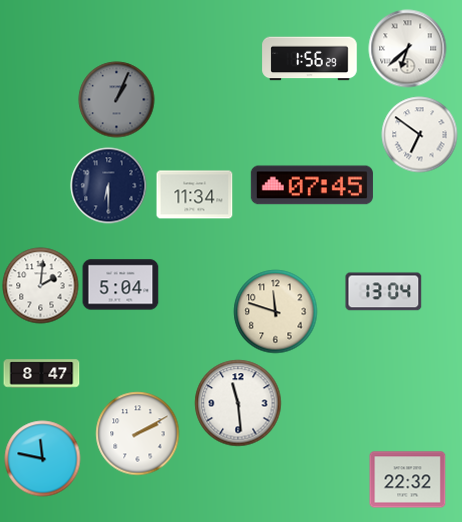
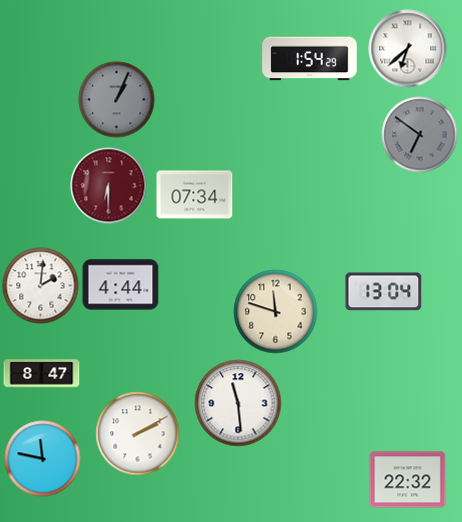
clock at (310, 59): 1:56 -> 1:54
clock at (420, 135) dial: white -> grey
clock at (312, 185): 07:45 -> none
clock at (109, 186) dial: navy -> burgundy
clock at (195, 195): 11:34 -> 07:34
clock at (121, 285): 5:04 -> 4:44
